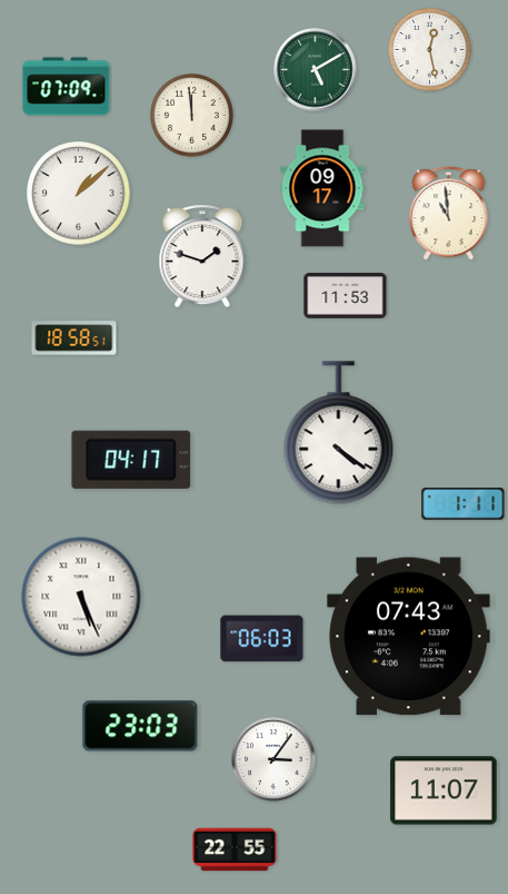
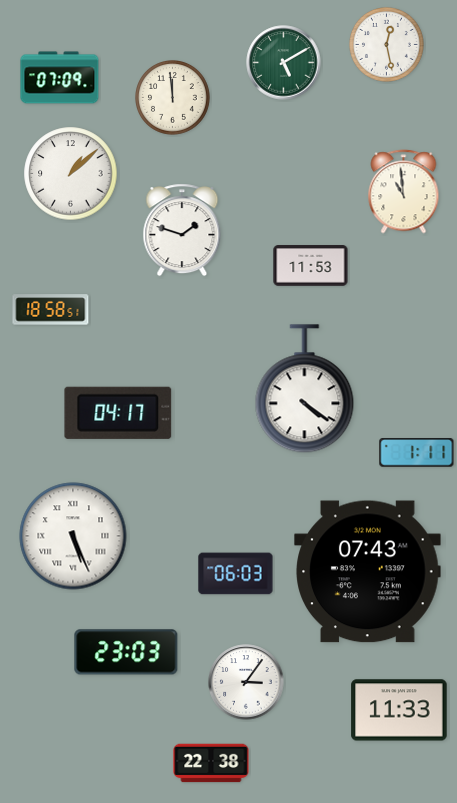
clock at (192, 116) position: (192, 116) -> (173, 98)
clock at (322, 188): 09:17 -> none
clock at (74, 338) position: (74, 338) -> (51, 310)
clock at (444, 790): 11:07 -> 11:33
clock at (235, 849): 22:55 -> 22:38
